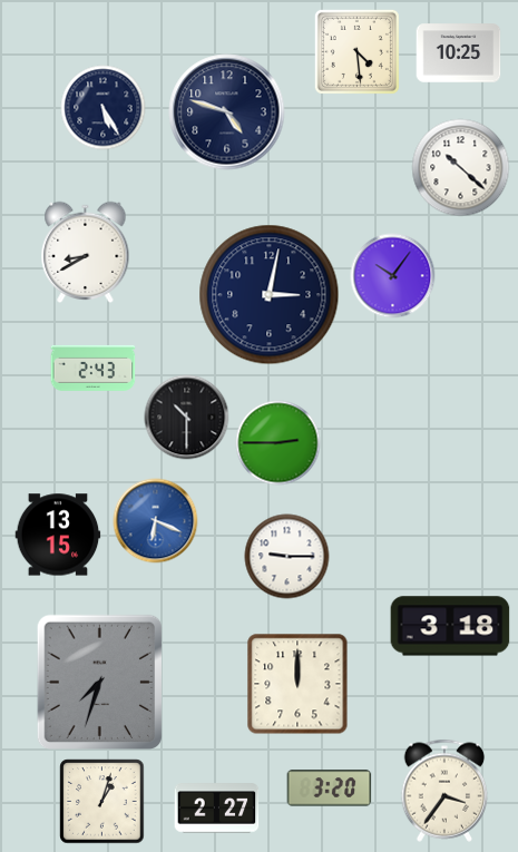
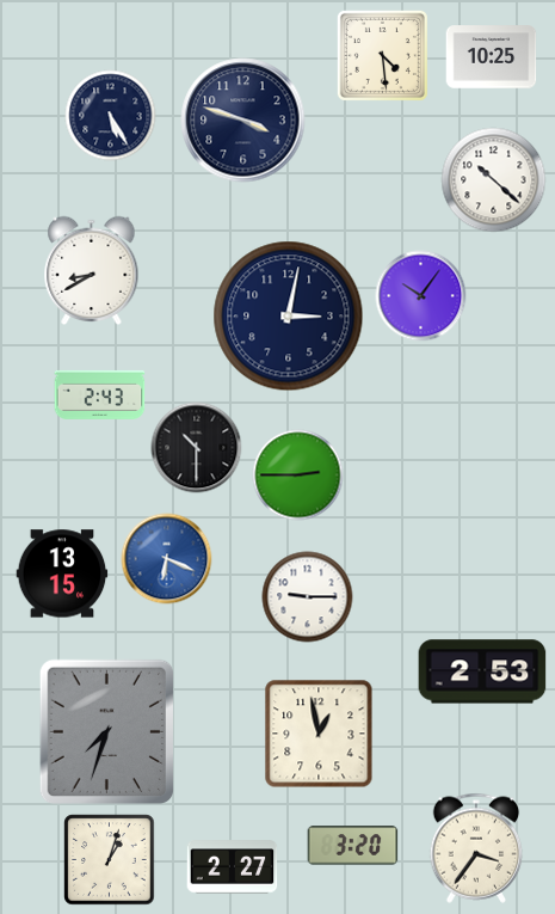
clock at (227, 112): 4:48 -> 3:48
clock at (187, 418) position: (187, 418) -> (197, 448)
clock at (450, 626): 3:18 -> 2:53
clock at (297, 684): 12:00 -> 12:58
